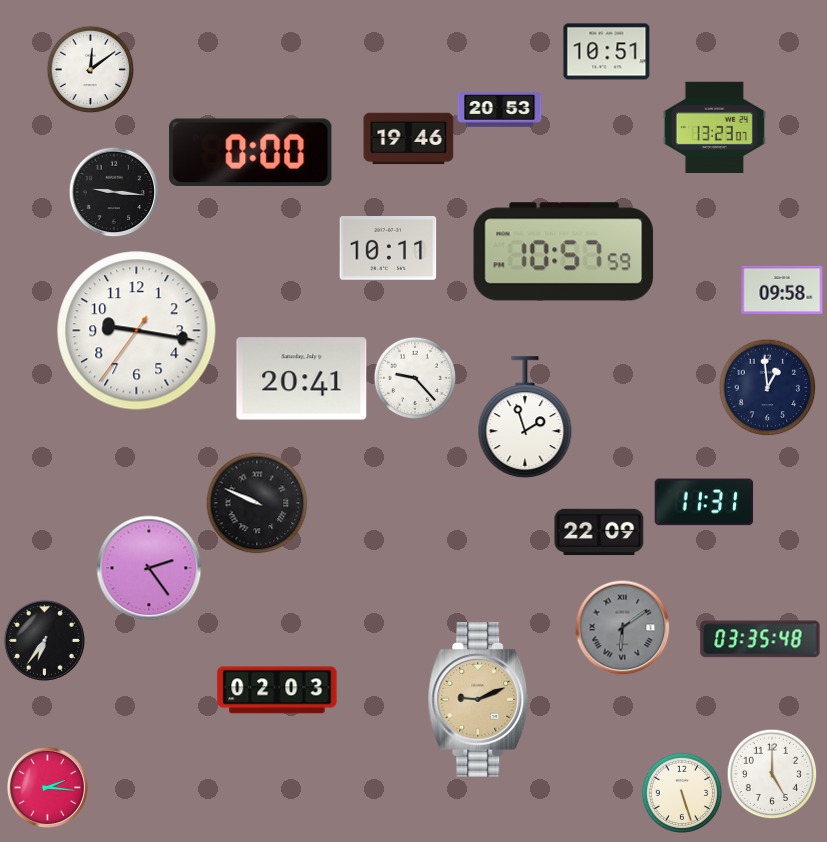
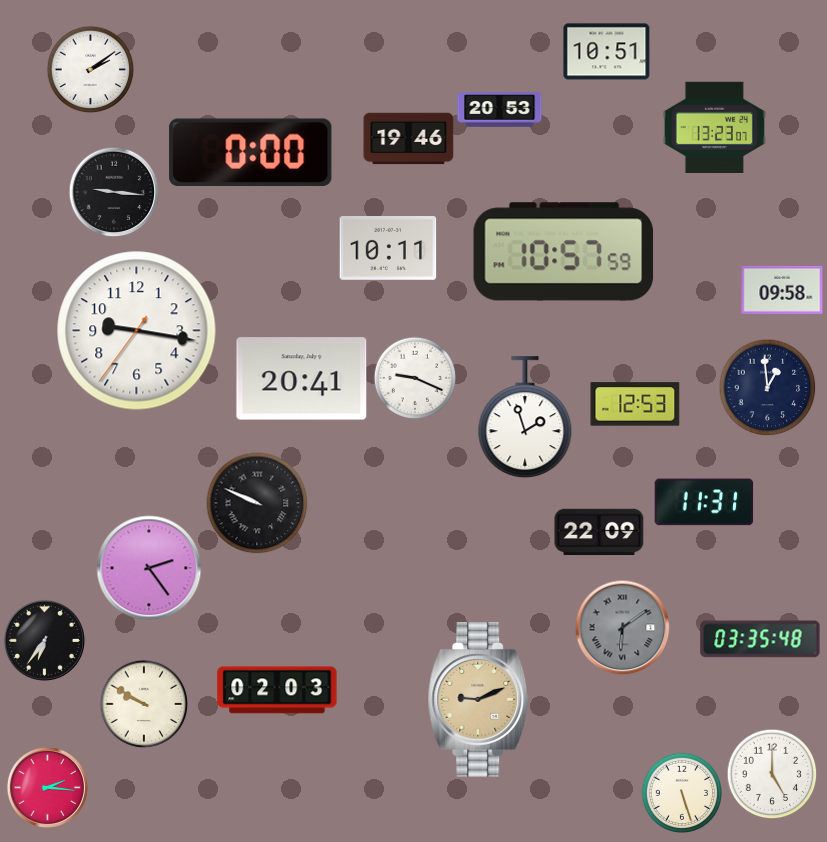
clock at (90, 69): 12:09 -> 2:09
clock at (415, 378): 9:23 -> 9:19
clock at (635, 404): none -> 12:53
clock at (144, 704): none -> 9:50
